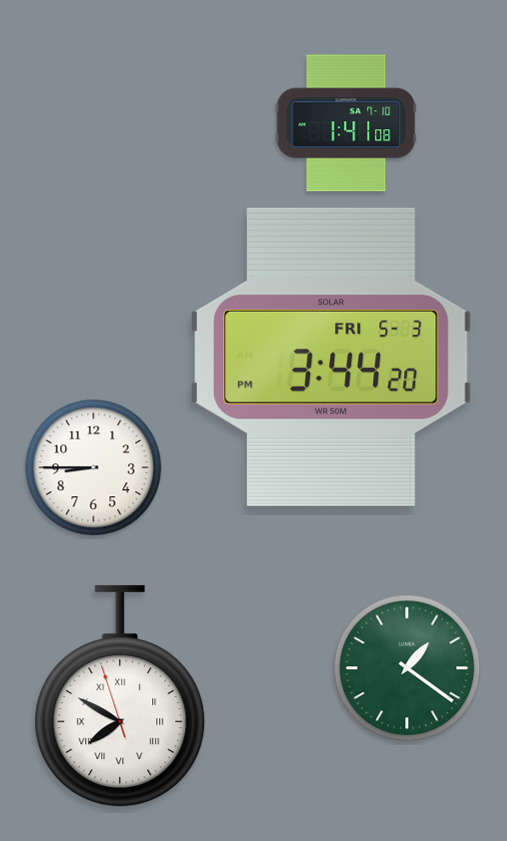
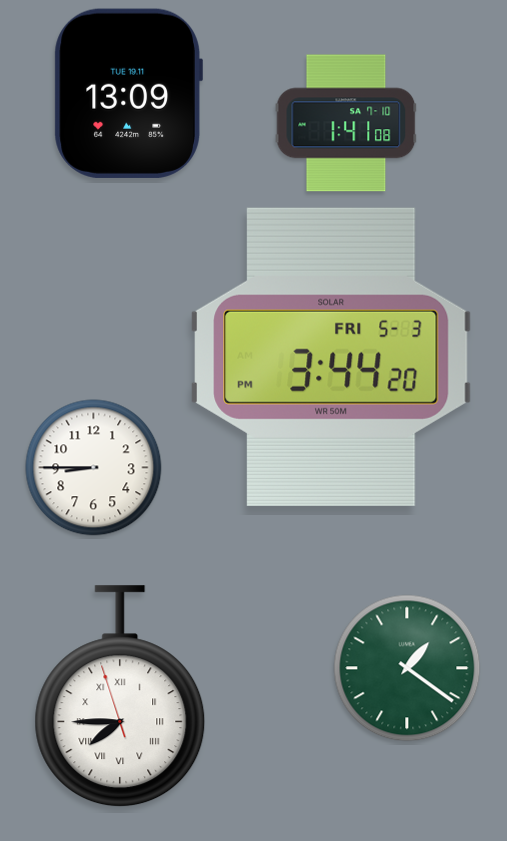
clock at (128, 93): none -> 13:09
clock at (120, 697): 7:49 -> 7:44
